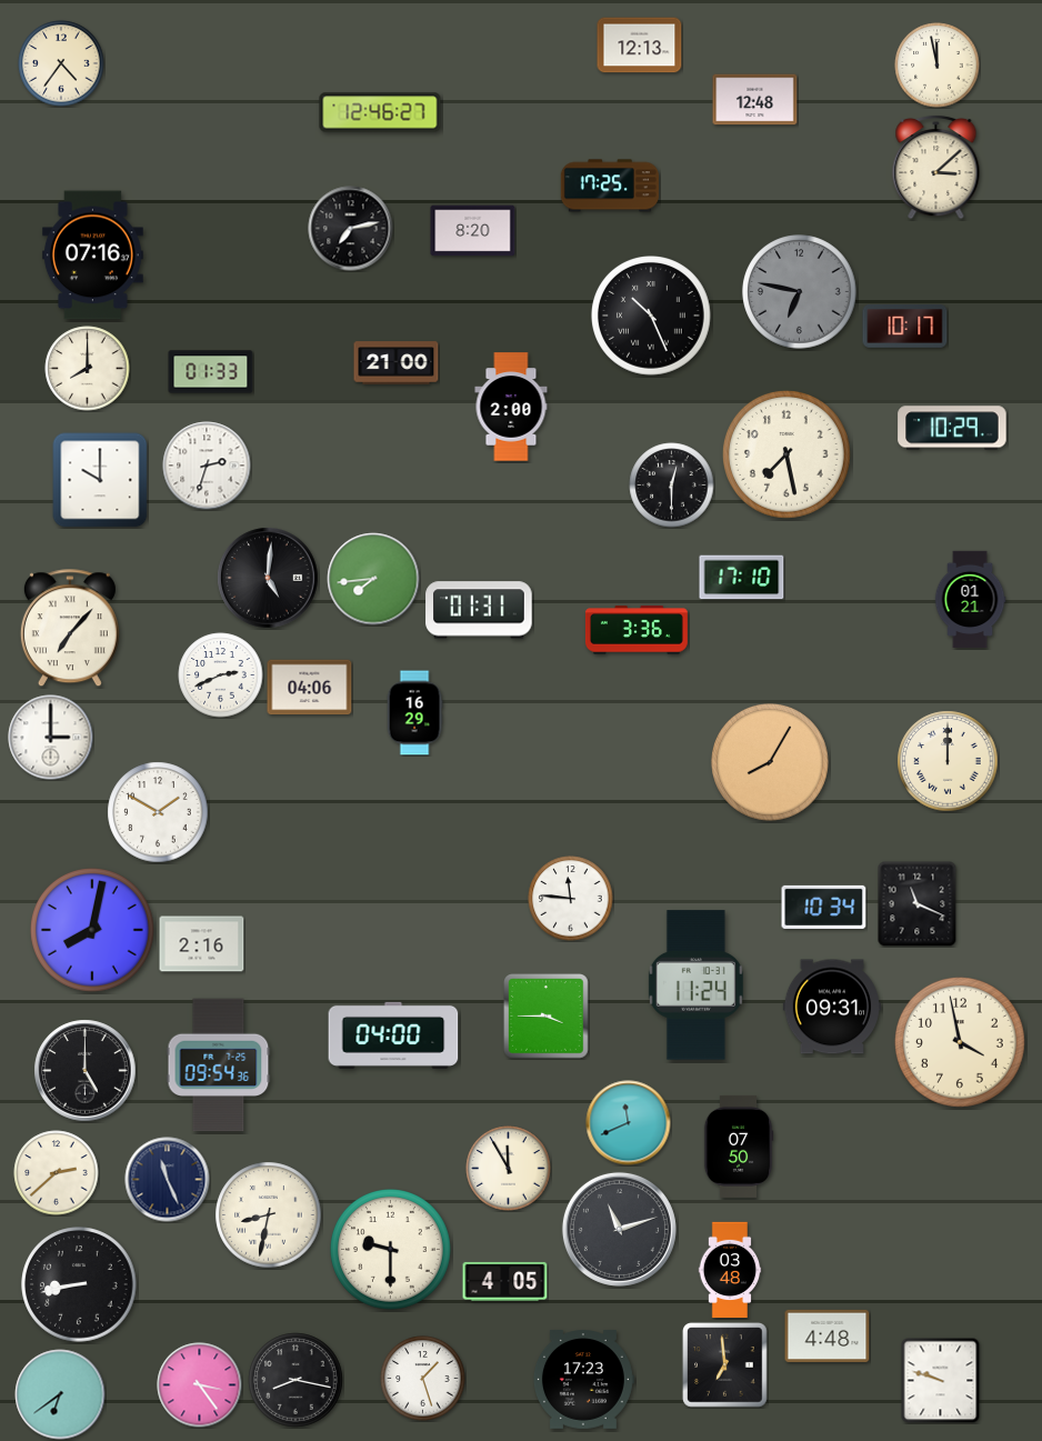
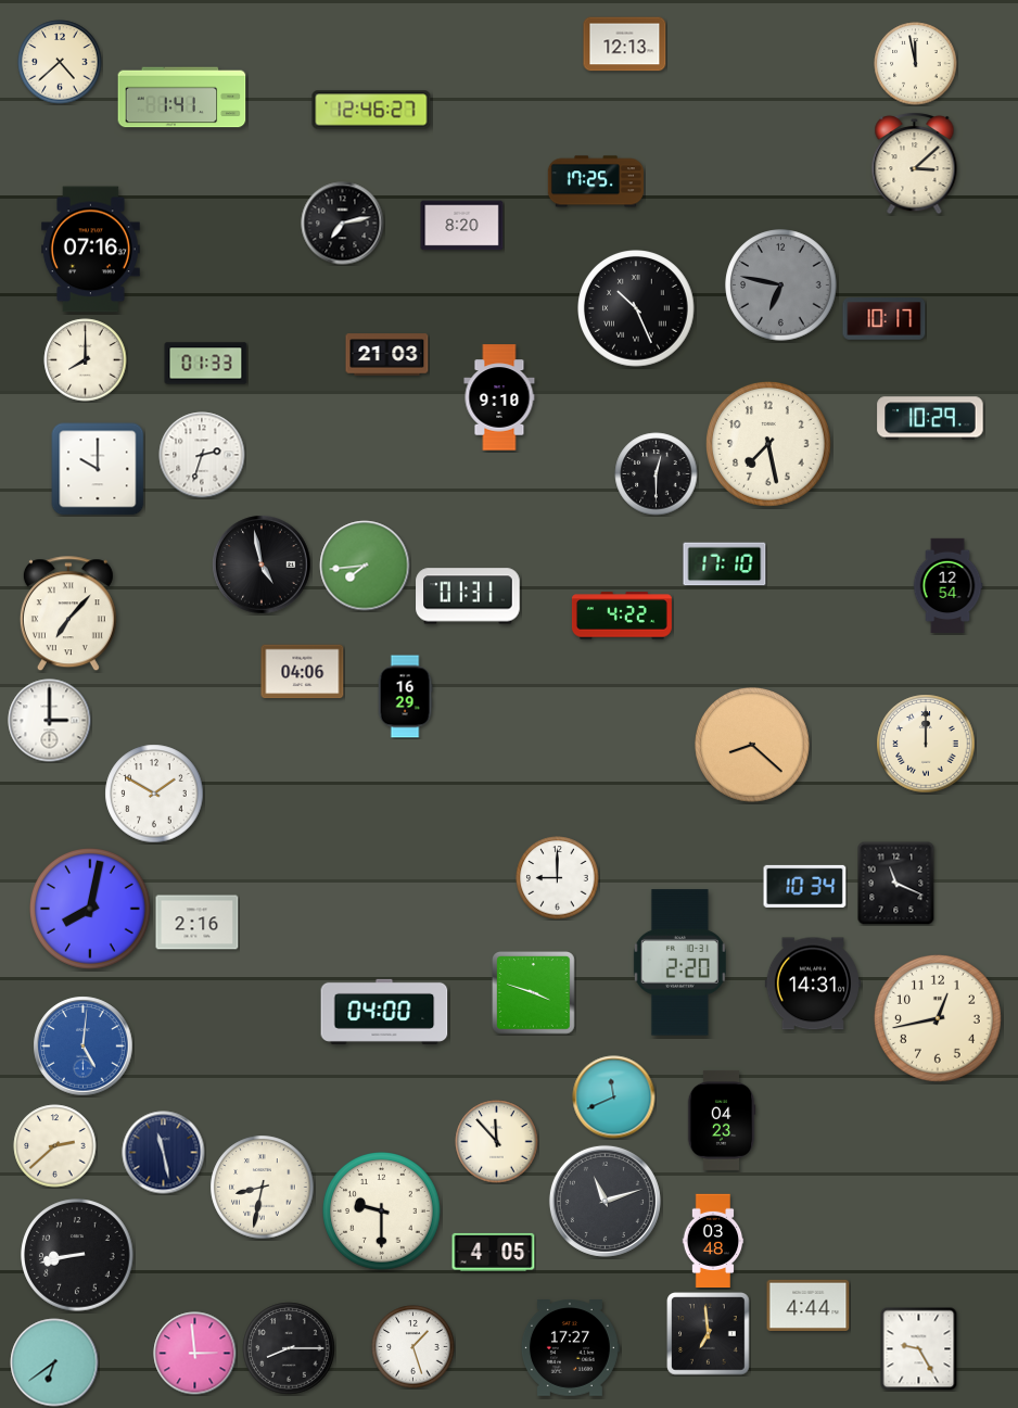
clock at (61, 63): 4:36 -> 4:38
clock at (182, 98): none -> 1:41
clock at (755, 100): 12:48 -> none
clock at (397, 363): 21:00 -> 21:03
clock at (511, 407): 2:00 -> 9:10
clock at (268, 578): 5:01 -> 4:58
clock at (970, 599): 01:21 -> 12:54
clock at (637, 630): 3:36 -> 4:22
clock at (221, 676): 2:41 -> none
clock at (770, 762): 8:05 -> 8:22
clock at (571, 899): 11:46 -> 9:00
clock at (695, 985): 11:24 -> 2:20
clock at (832, 1007): 09:31 -> 14:31
clock at (547, 1017): 3:45 -> 3:48
clock at (960, 1042): 3:58 -> 12:43
clock at (219, 1065): 09:54 -> none
clock at (86, 1071): 5:00 -> 5:01
clock at (86, 1071) dial: black -> blue
clock at (739, 1147): 07:50 -> 04:23
clock at (509, 1169): 11:55 -> 11:53
clock at (168, 1180): 11:26 -> 11:28
clock at (391, 1250) position: (391, 1250) -> (382, 1212)
clock at (828, 1335): 4:48 -> 4:44
clock at (295, 1380): 8:17 -> 8:15
clock at (583, 1380): 17:23 -> 17:27
clock at (941, 1380): 9:48 -> 9:25
clock at (200, 1385): 3:24 -> 2:59
clock at (60, 1394) position: (60, 1394) -> (54, 1362)
